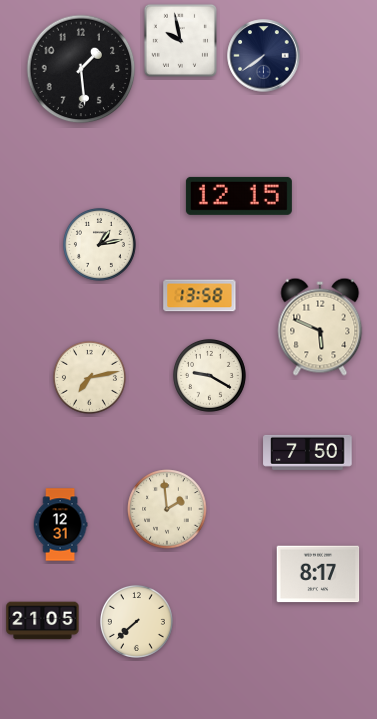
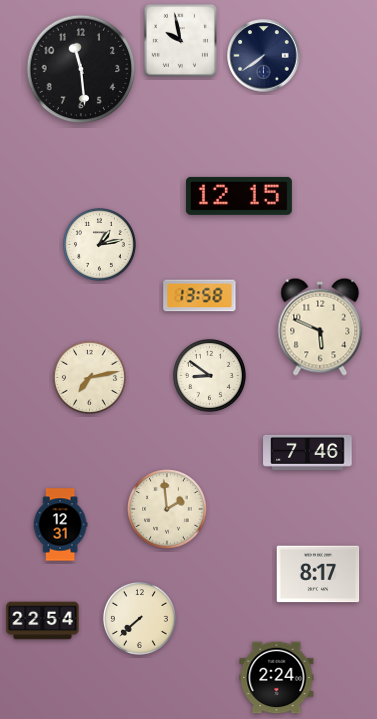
clock at (81, 69): 1:29 -> 11:29
clock at (209, 375): 9:20 -> 8:51
clock at (308, 452): 7:50 -> 7:46
clock at (43, 621): 21:05 -> 22:54
clock at (136, 621) position: (136, 621) -> (139, 618)
clock at (277, 678): none -> 2:24
